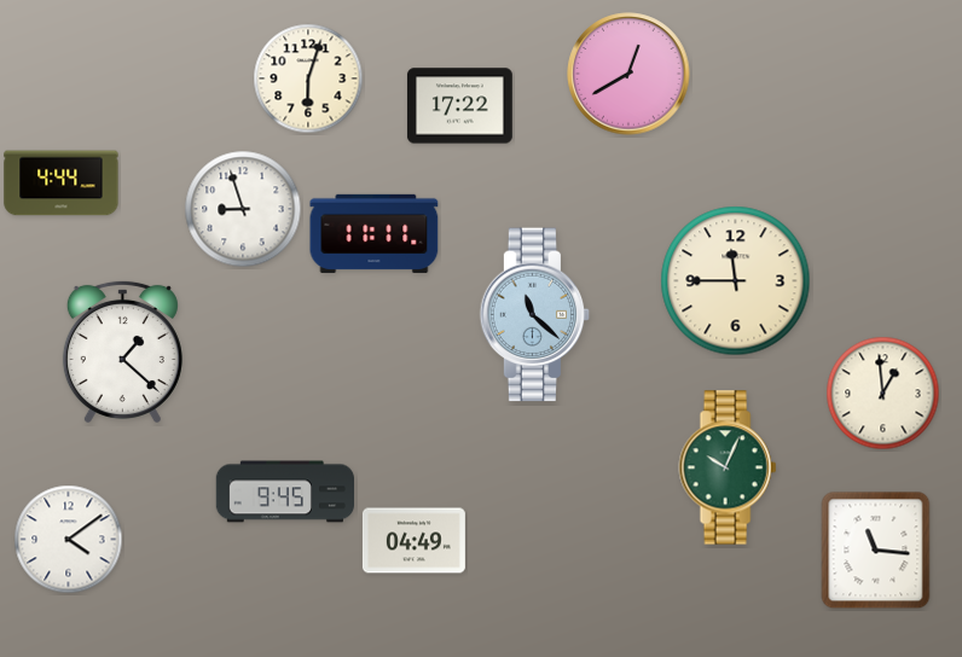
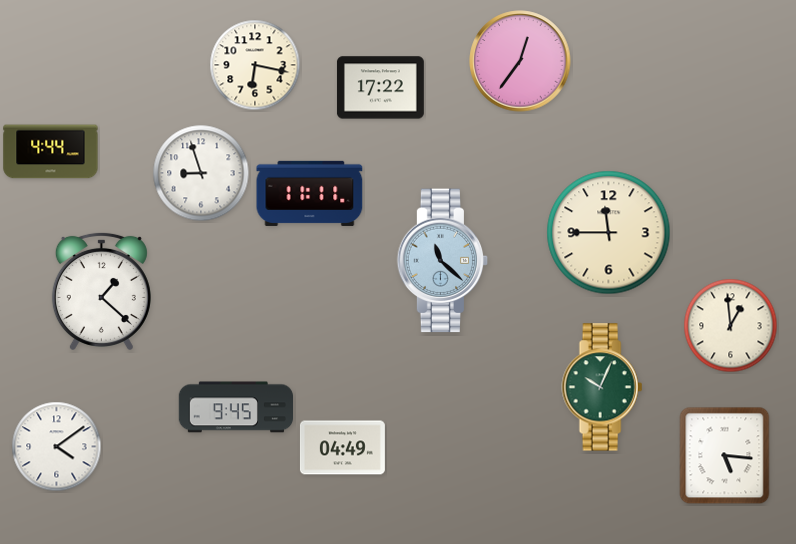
clock at (628, 74): 12:40 -> 12:36
clock at (308, 79): 6:03 -> 6:17
clock at (876, 551): 11:16 -> 5:16
